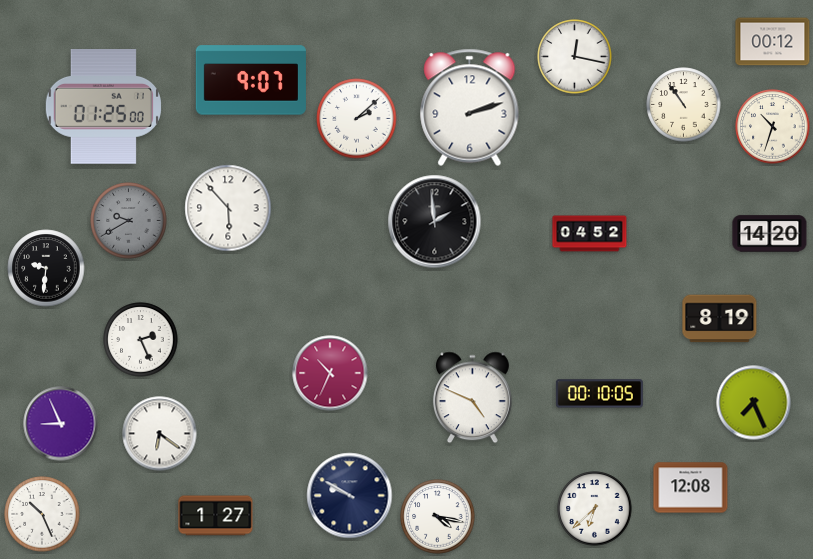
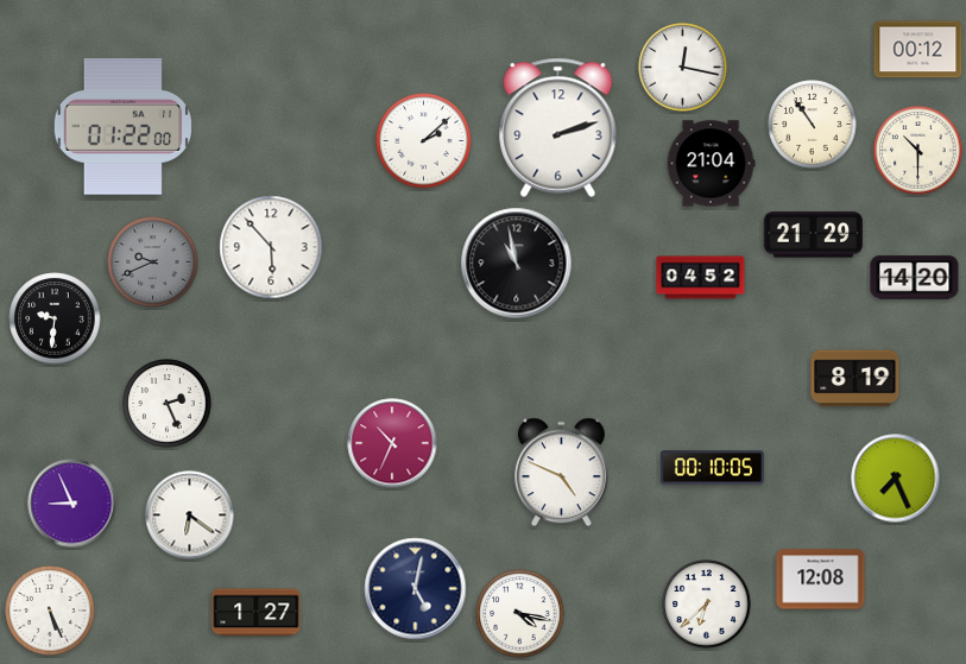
clock at (251, 80): 9:07 -> none
clock at (103, 107): 01:25 -> 01:22
clock at (773, 127): 10:33 -> 10:30
clock at (711, 164): none -> 21:04
clock at (814, 235): none -> 21:29
clock at (129, 221): 9:40 -> 9:41
clock at (435, 222): 1:59 -> 10:58
clock at (350, 496): 9:50 -> 5:02
clock at (42, 514): 10:26 -> 5:26
